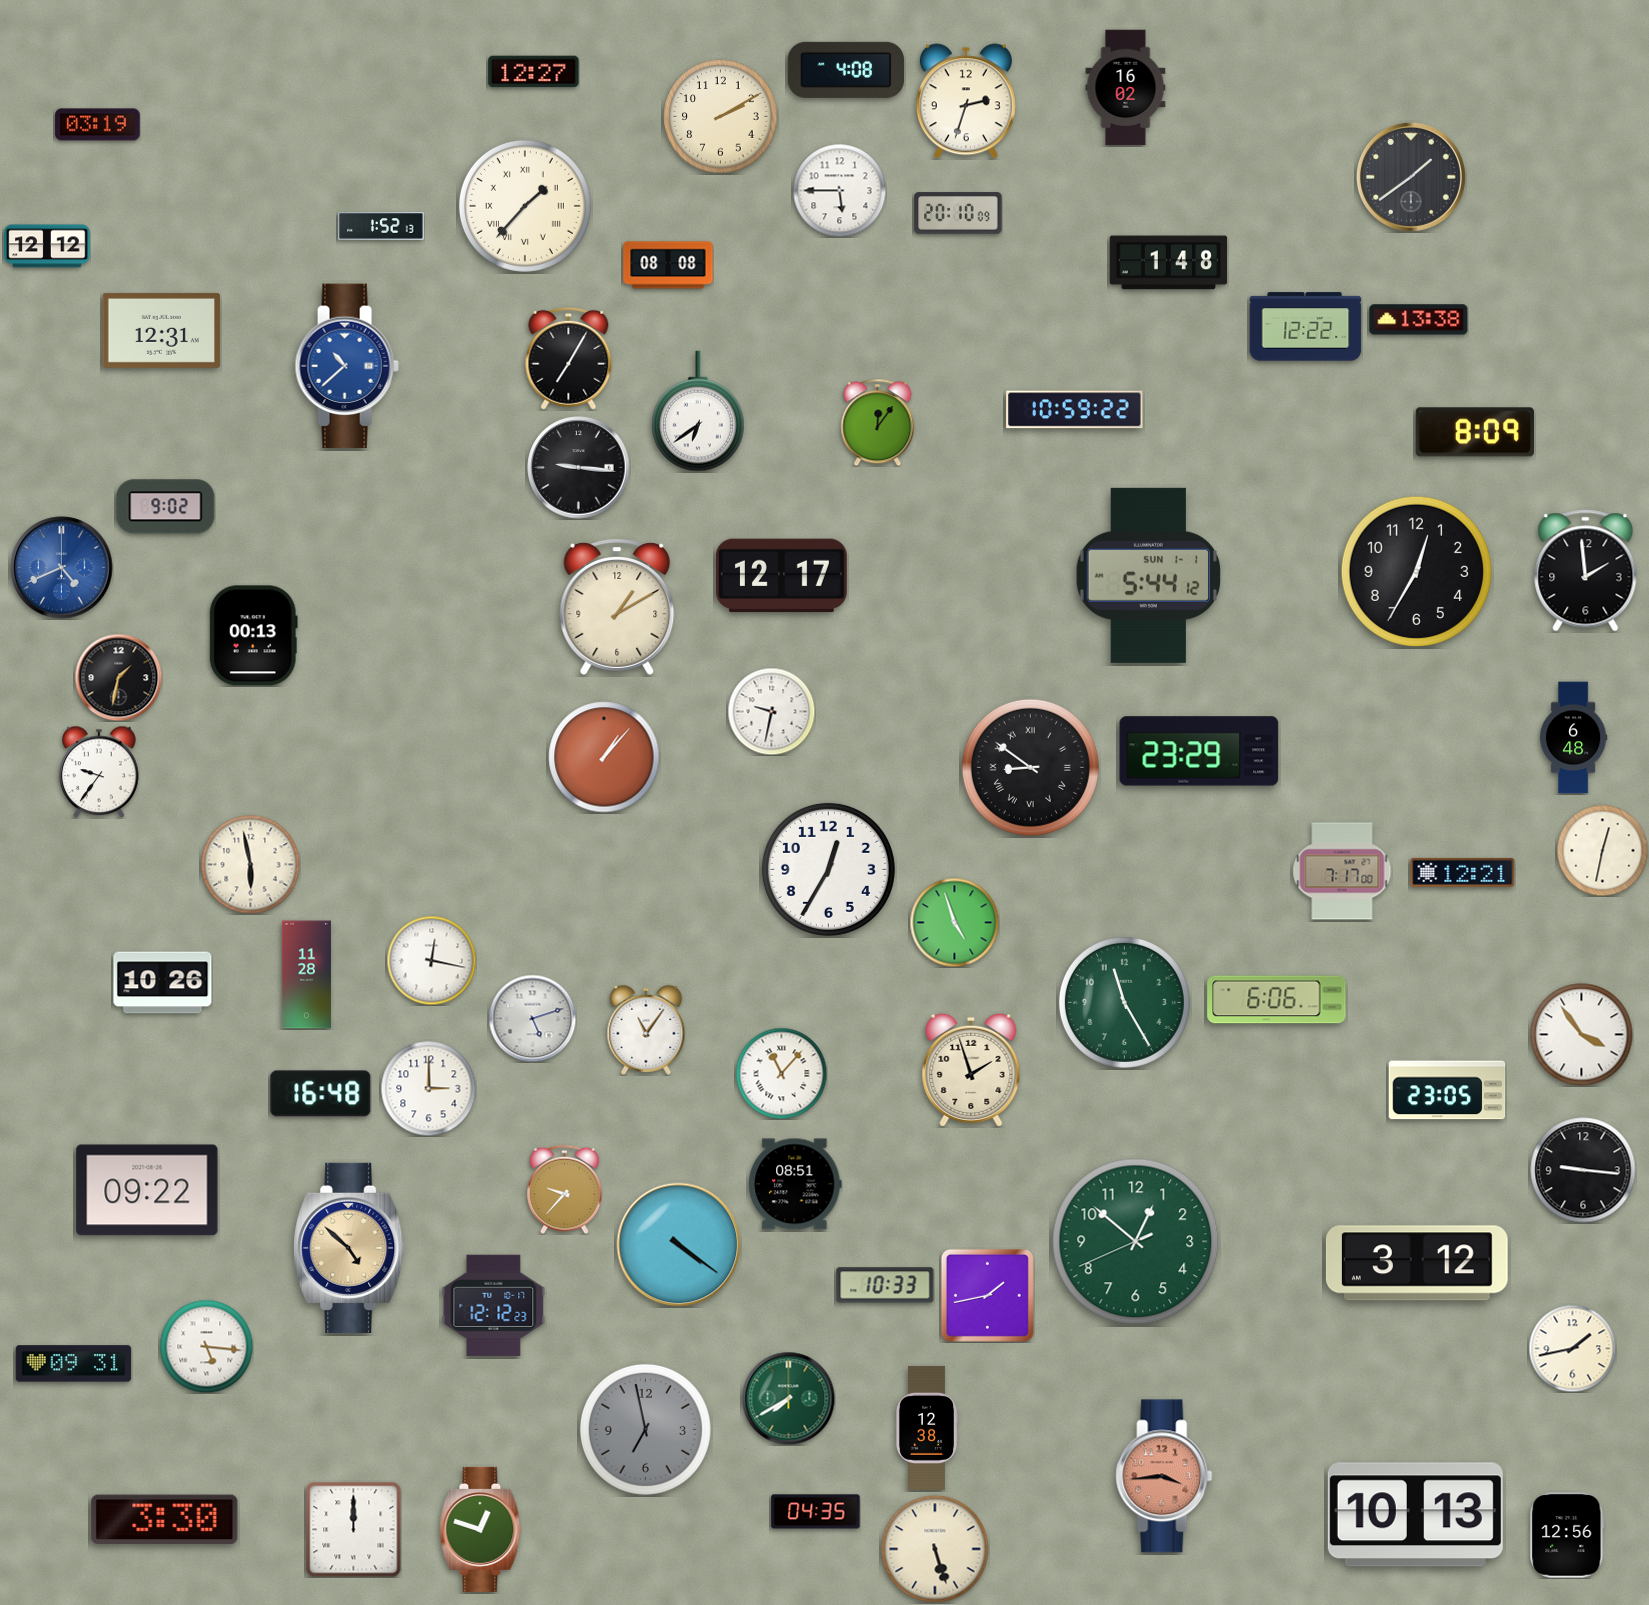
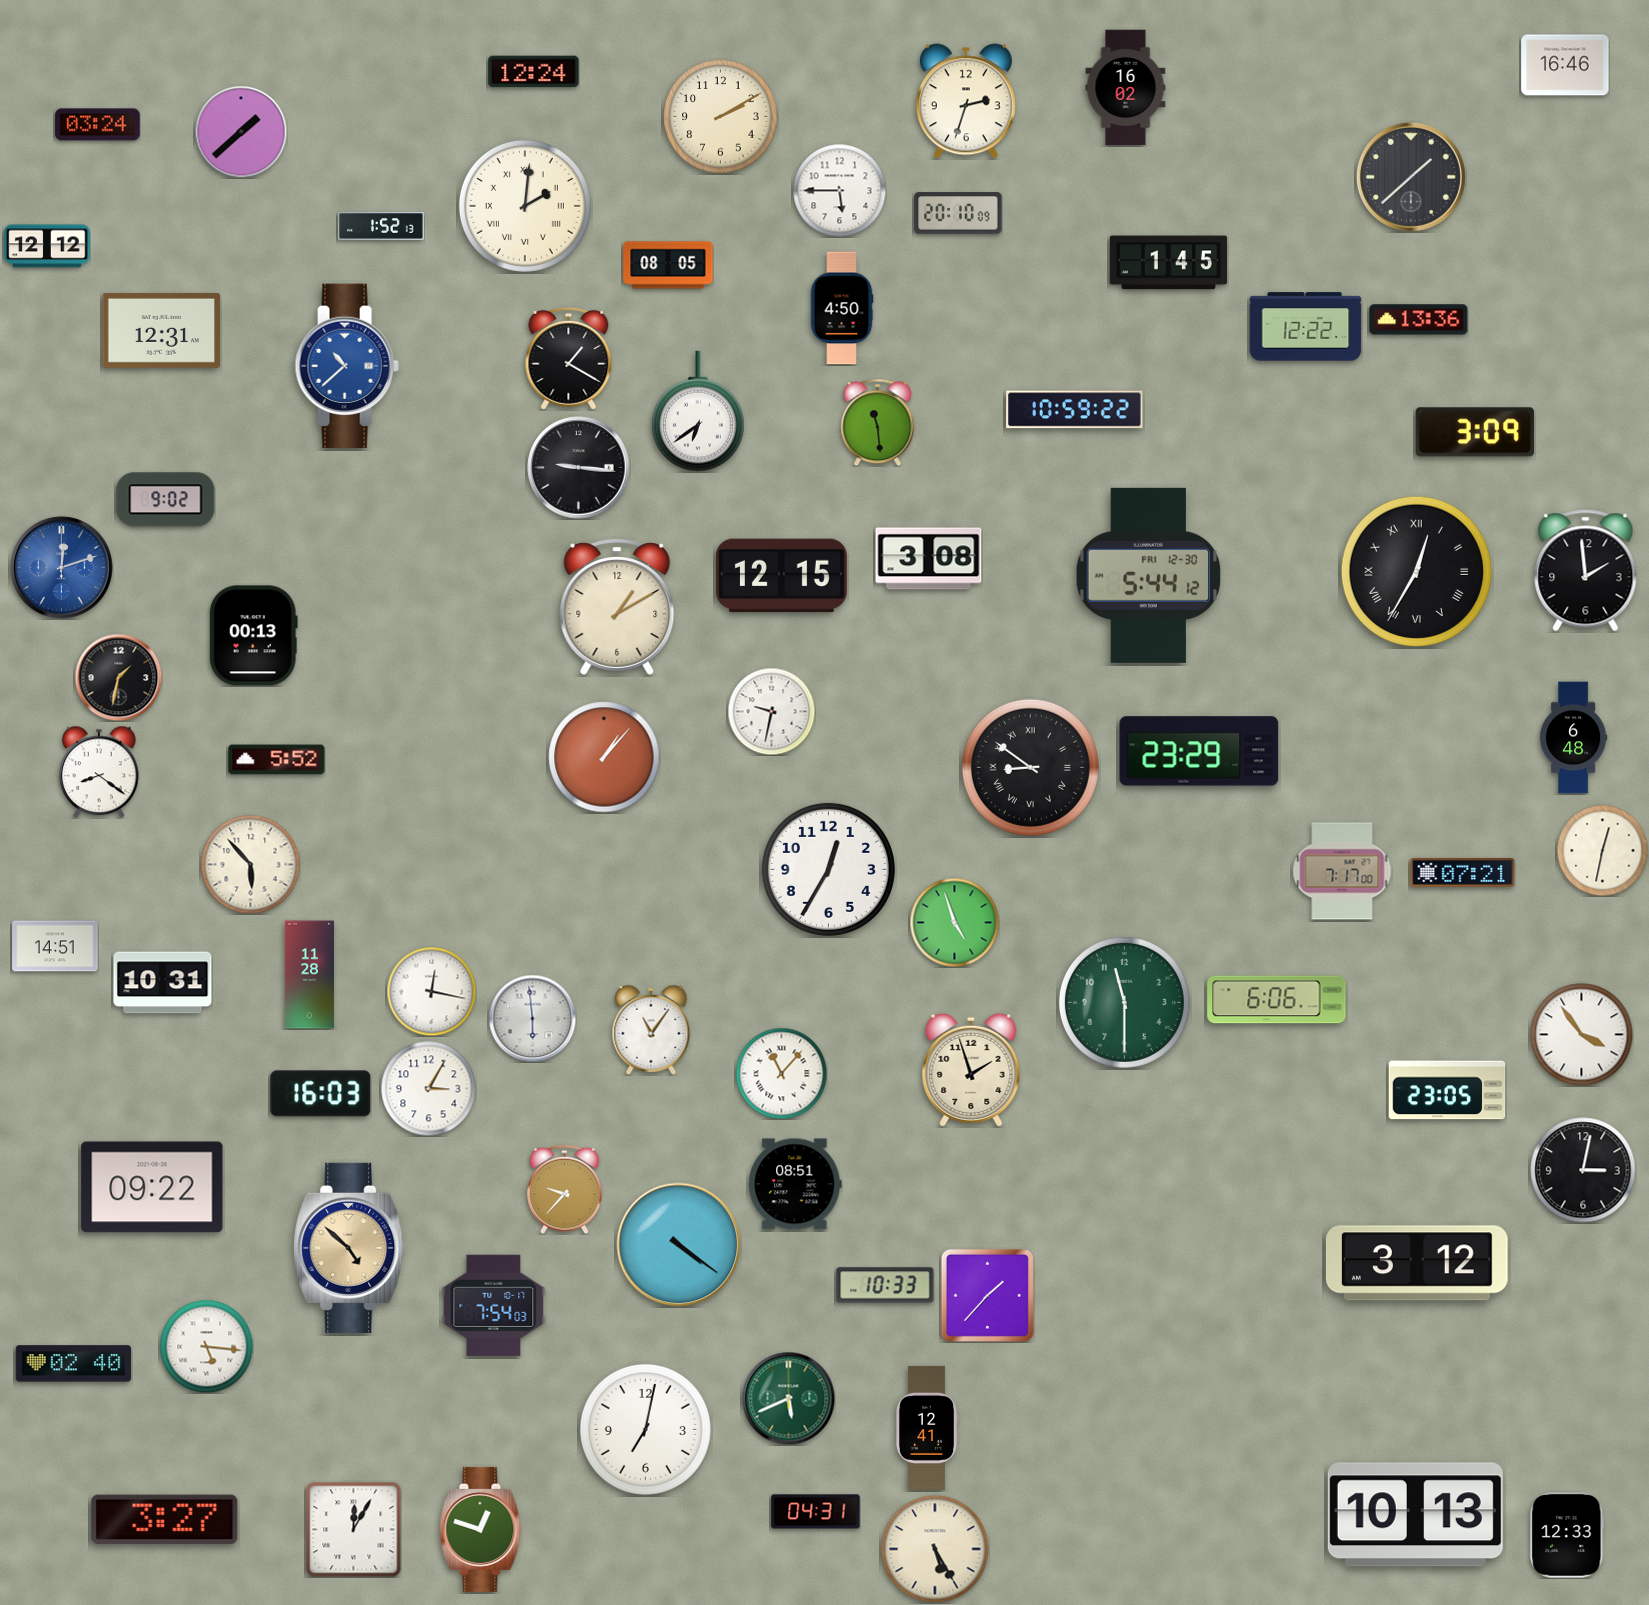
clock at (1565, 65): none -> 16:46
clock at (846, 70): 4:08 -> none
clock at (534, 72): 12:27 -> 12:24
clock at (98, 125): 03:19 -> 03:24
clock at (241, 132): none -> 1:38
clock at (1411, 177): 1:39 -> 1:38
clock at (525, 206): 1:37 -> 2:01
clock at (1169, 263): 1:48 -> 1:45
clock at (668, 265): 08:08 -> 08:05
clock at (842, 308): none -> 4:50
clock at (1419, 320): 13:38 -> 13:36
clock at (569, 358): 7:05 -> 1:20
clock at (878, 422): 12:06 -> 11:29
clock at (1475, 432): 8:09 -> 3:09
clock at (166, 507) position: (166, 507) -> (166, 500)
clock at (929, 559): none -> 3:08
clock at (62, 568): 4:41 -> 12:12
clock at (1416, 571) numerals: Arabic -> Roman
clock at (1148, 575) date: SUN 1-1 -> FRI 12-30
clock at (781, 576): 12:17 -> 12:15
clock at (277, 760): none -> 5:52
clock at (100, 772): 9:36 -> 8:21
clock at (251, 865): 5:58 -> 5:53
clock at (1463, 872): 12:21 -> 07:21
clock at (55, 946): none -> 14:51
clock at (431, 960) position: (431, 960) -> (431, 991)
clock at (306, 975) position: (306, 975) -> (309, 975)
clock at (163, 983): 10:26 -> 10:31
clock at (1124, 1002): 11:25 -> 11:30
clock at (532, 1018): 5:12 -> 5:59
clock at (646, 1030) position: (646, 1030) -> (651, 1030)
clock at (428, 1088): 3:00 -> 3:05
clock at (321, 1094): 16:48 -> 16:03
clock at (1583, 1170): 9:16 -> 3:02
clock at (147, 1190) position: (147, 1190) -> (152, 1187)
clock at (1136, 1242): 12:51 -> none
clock at (987, 1295): 1:43 -> 1:37
clock at (494, 1305): 12:12 -> 7:54
clock at (1572, 1348): 1:43 -> none
clock at (74, 1364): 09:31 -> 02:40
clock at (788, 1398): 7:40 -> 5:41
clock at (927, 1428): 12:38 -> 12:41
clock at (645, 1429): 6:58 -> 7:02
clock at (645, 1429) dial: grey -> white
clock at (1164, 1476): 3:44 -> none
clock at (816, 1512): 04:35 -> 04:31
clock at (165, 1520): 3:30 -> 3:27
clock at (353, 1529): 12:00 -> 12:05
clock at (1567, 1535): 12:56 -> 12:33
clock at (935, 1549): 5:27 -> 5:25
